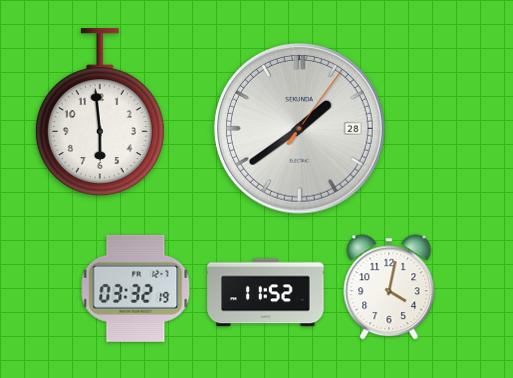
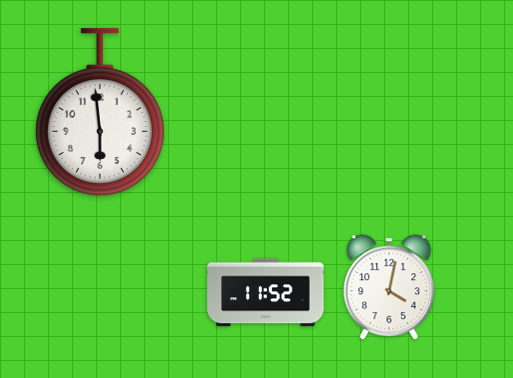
clock at (300, 129): 1:39 -> none
clock at (136, 288): 03:32 -> none
